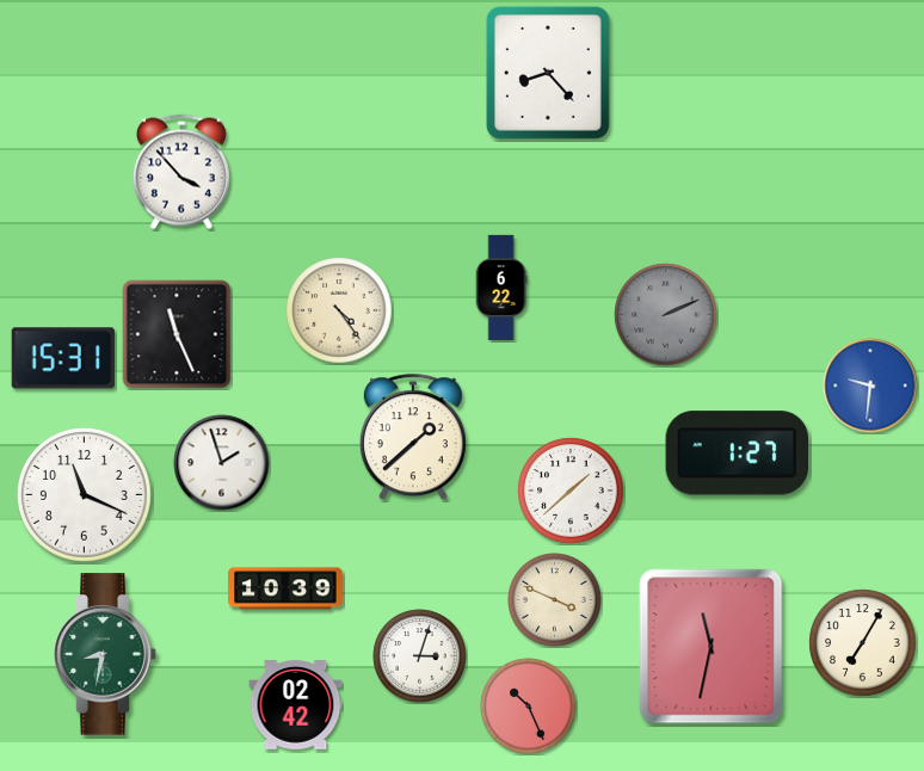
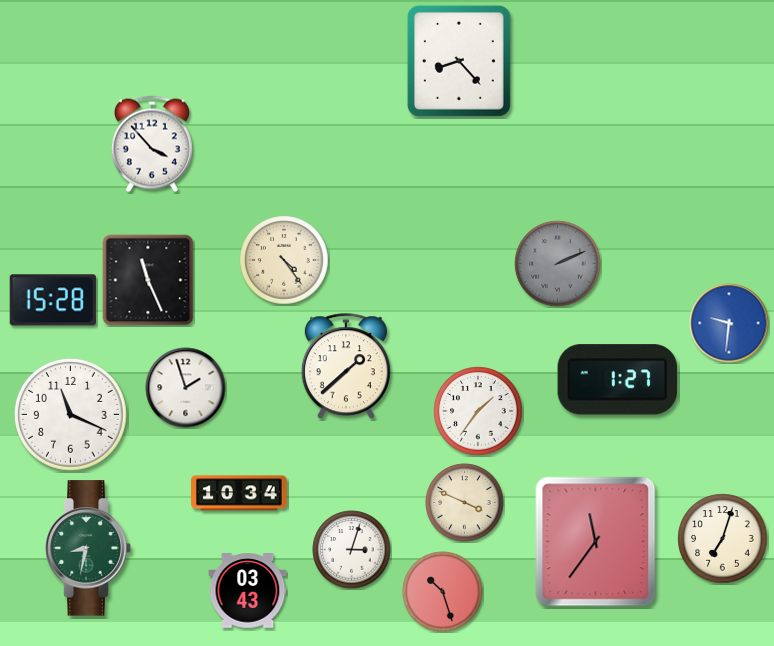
clock at (501, 286): 6:22 -> none
clock at (63, 358): 15:31 -> 15:28
clock at (571, 491): 1:38 -> 1:36
clock at (285, 588): 10:39 -> 10:34
clock at (863, 643): 7:05 -> 7:03
clock at (712, 647): 11:32 -> 11:36
clock at (296, 705): 02:42 -> 03:43
clock at (529, 707): 10:26 -> 10:27
